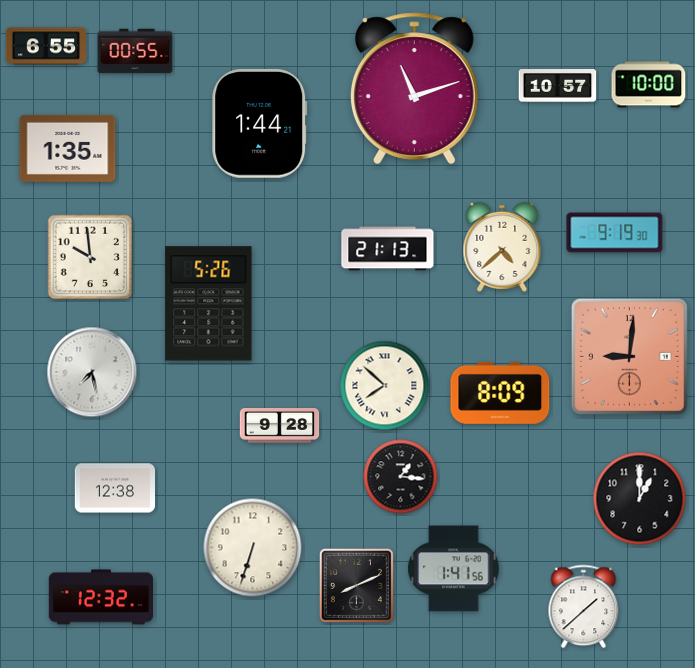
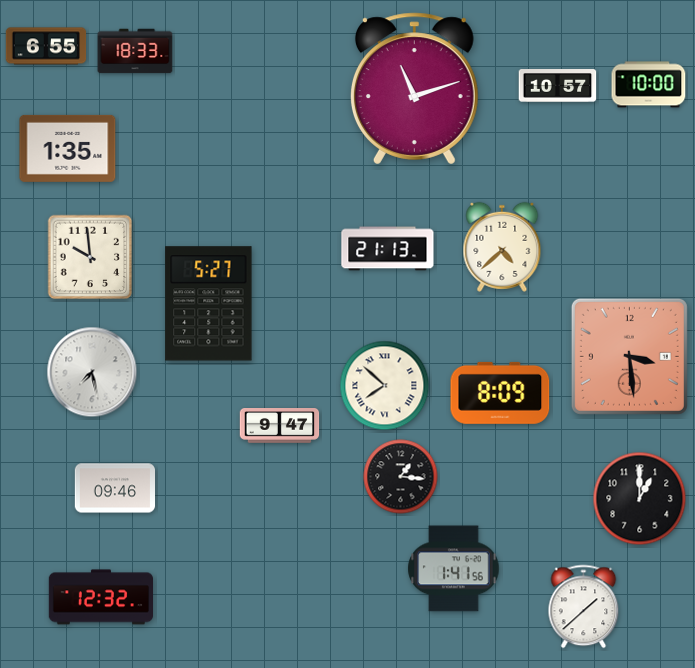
clock at (135, 51): 00:55 -> 18:33
clock at (260, 123): 1:44 -> none
clock at (615, 233): 9:19 -> none
clock at (209, 304): 5:26 -> 5:27
clock at (629, 356): 9:01 -> 3:29
clock at (280, 426): 9:28 -> 9:47
clock at (115, 488): 12:38 -> 09:46
clock at (253, 548): 6:33 -> none
clock at (356, 585): 8:11 -> none
